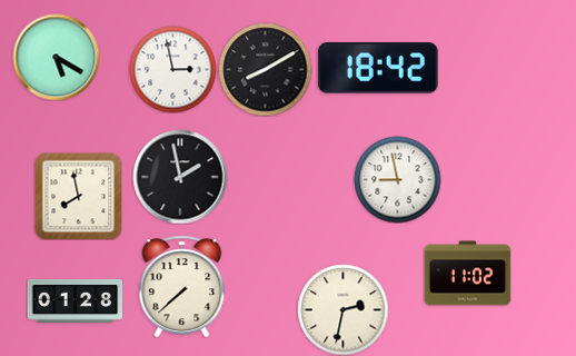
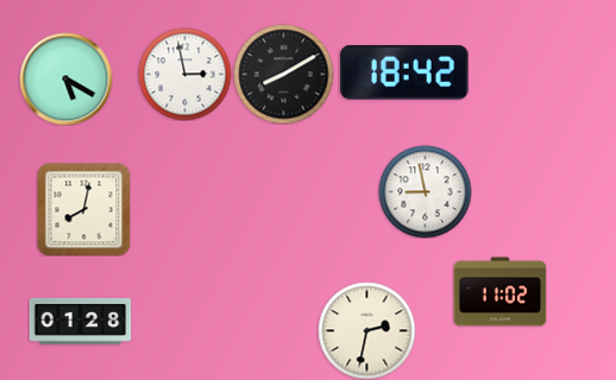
clock at (56, 57) position: (56, 57) -> (65, 78)
clock at (180, 177): 1:58 -> none
clock at (78, 196): 7:58 -> 8:02
clock at (182, 286): 7:38 -> none
